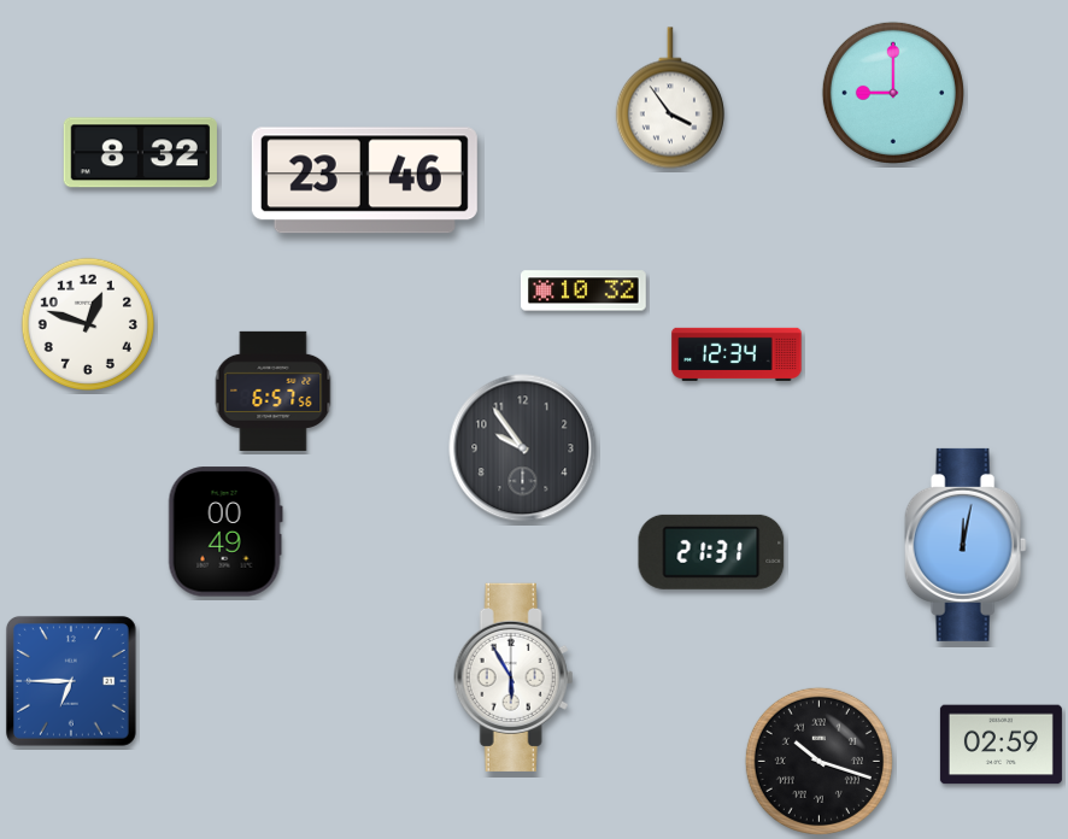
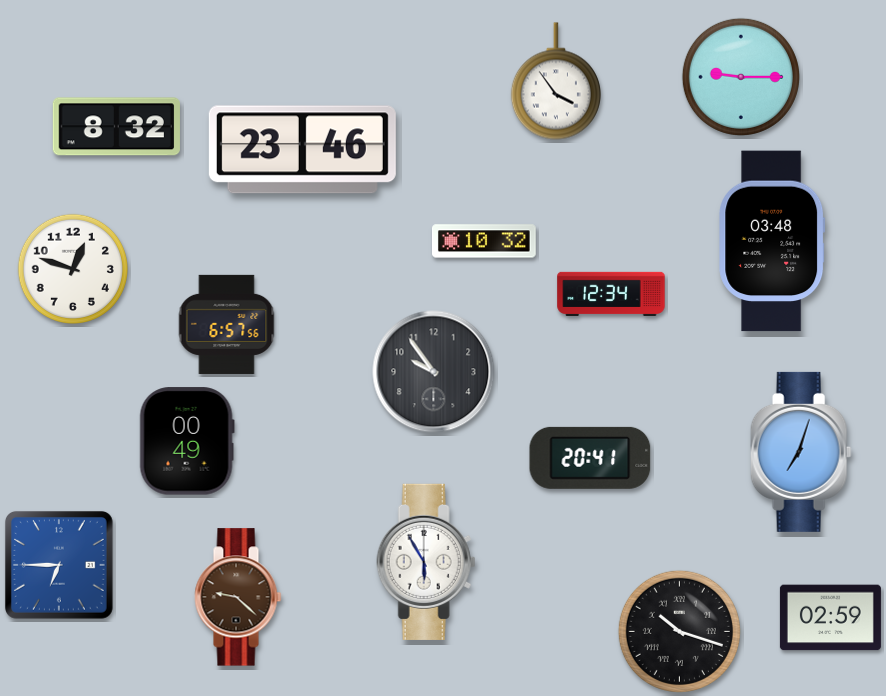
clock at (893, 93): 9:00 -> 9:15
clock at (772, 241): none -> 03:48
clock at (966, 545): 12:02 -> 7:03
clock at (711, 552): 21:31 -> 20:41
clock at (238, 597): none -> 9:22
